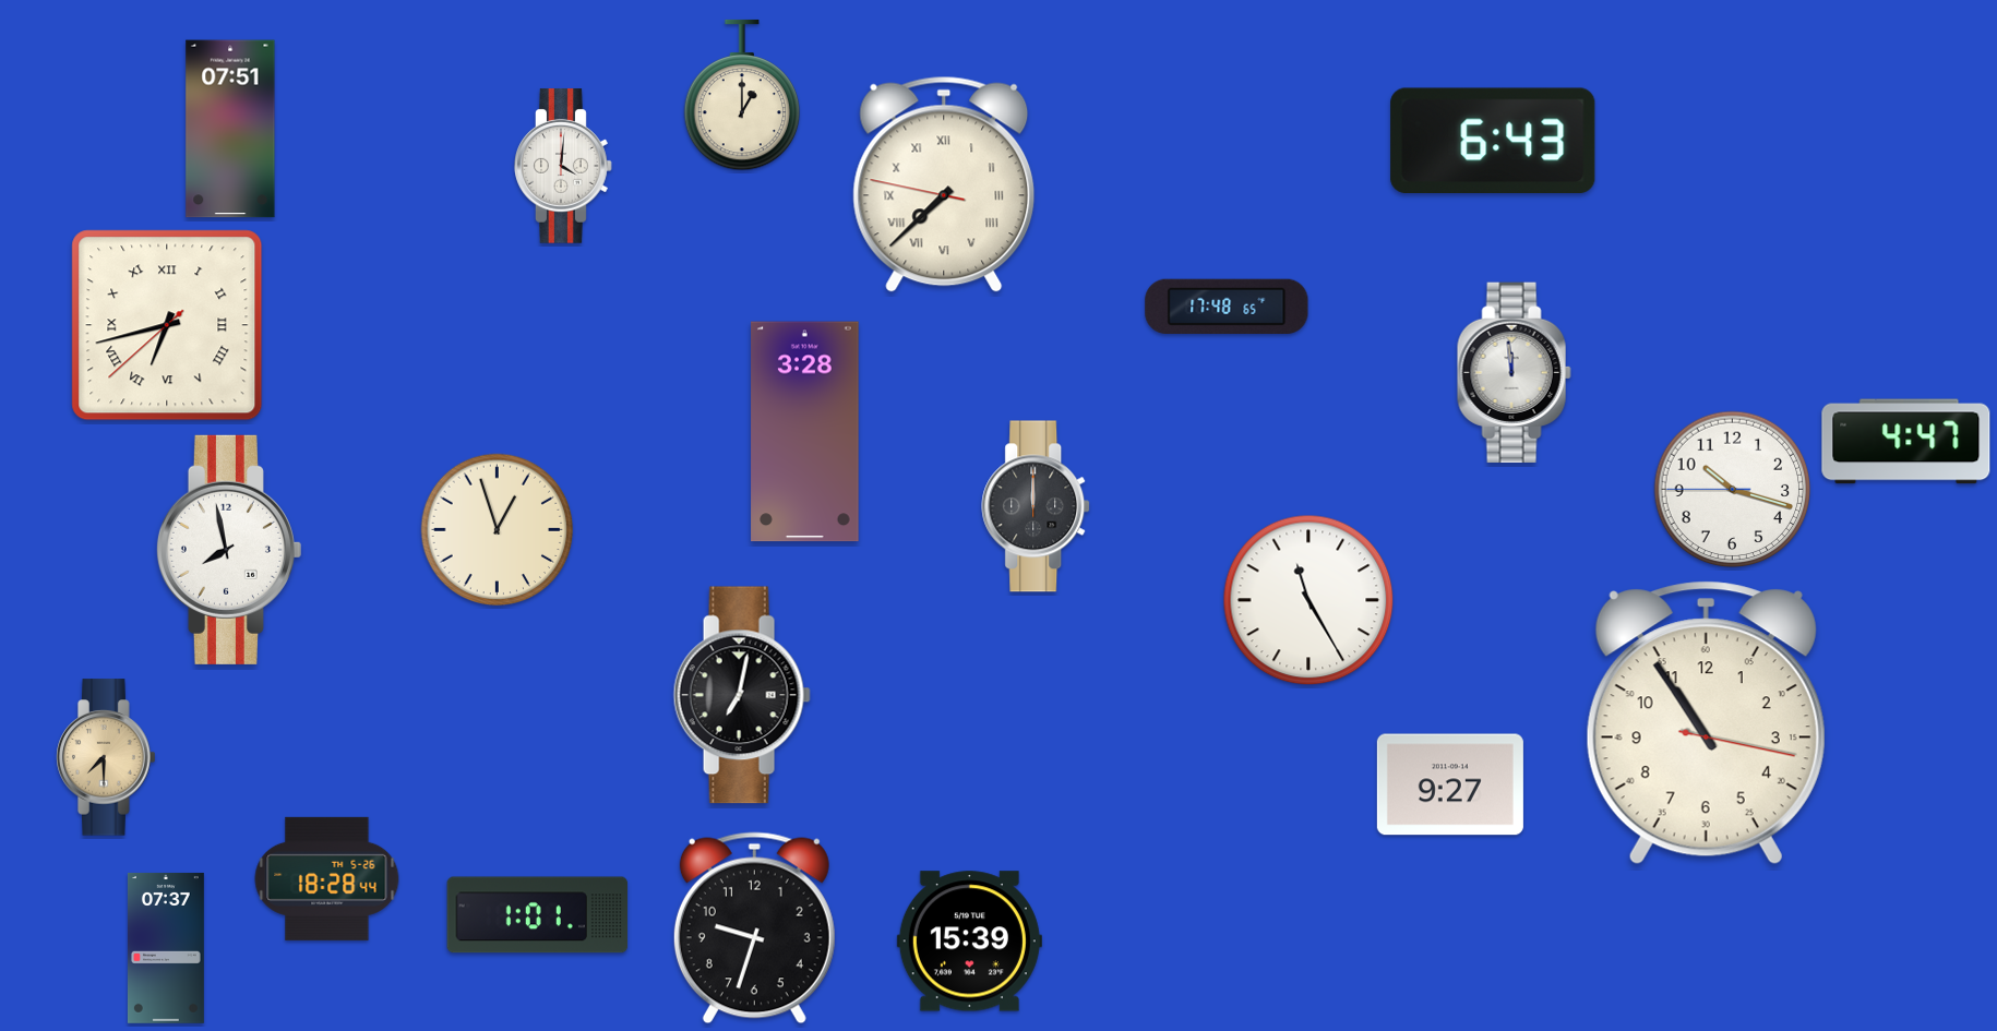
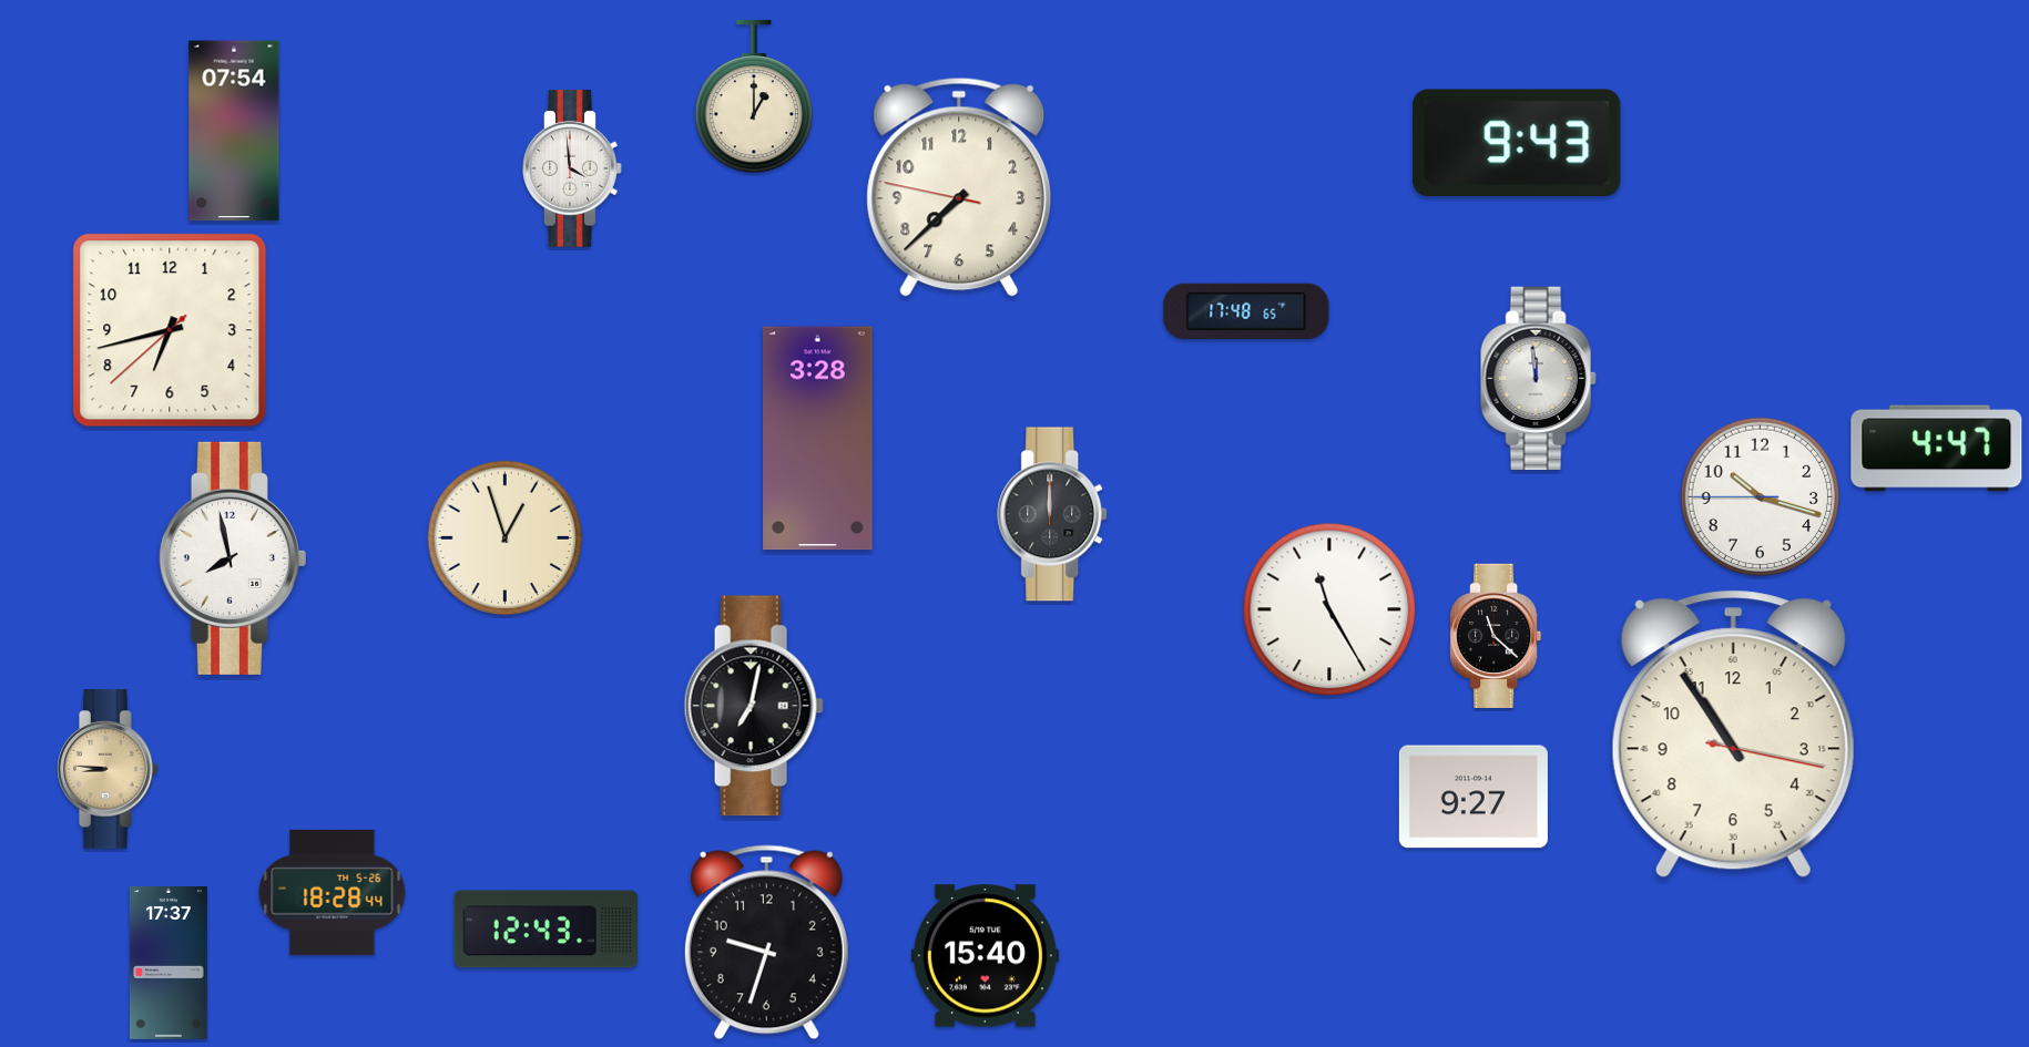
clock at (230, 129): 07:51 -> 07:54
clock at (1493, 140): 6:43 -> 9:43
clock at (563, 166): 4:01 -> 3:59
clock at (944, 184) numerals: Roman -> Arabic
clock at (167, 325) numerals: Roman -> Arabic
clock at (1496, 635): none -> 11:22
clock at (106, 757): 7:30 -> 8:46
clock at (538, 915): 1:01 -> 12:43
clock at (969, 942): 15:39 -> 15:40
clock at (166, 948): 07:37 -> 17:37
